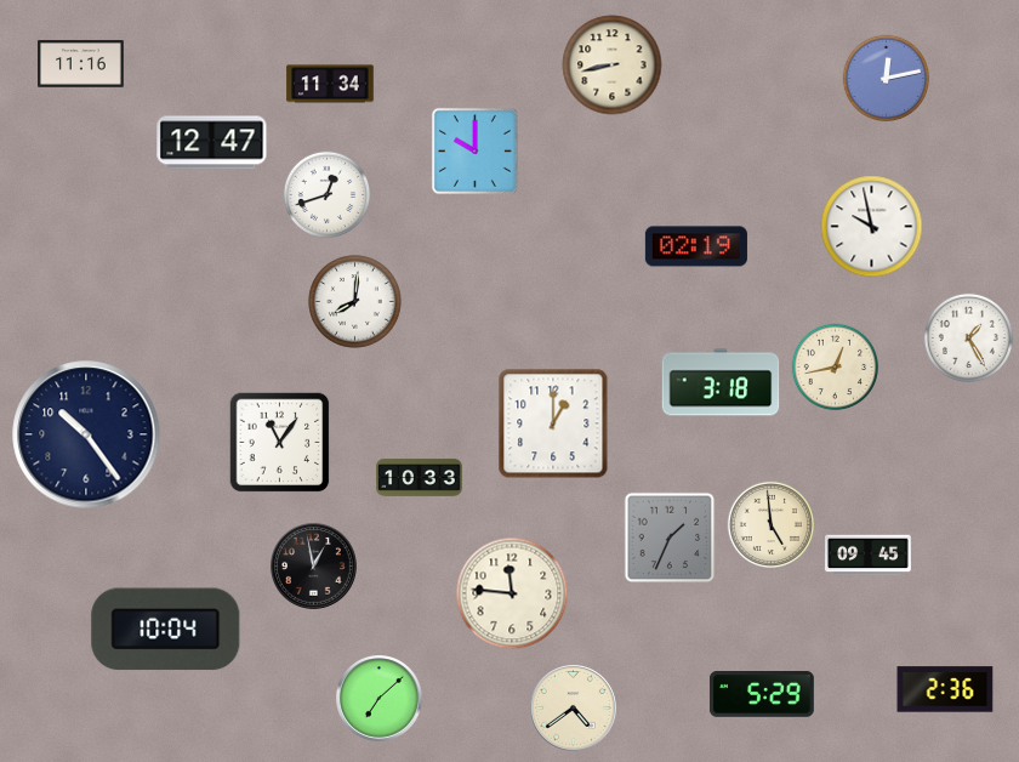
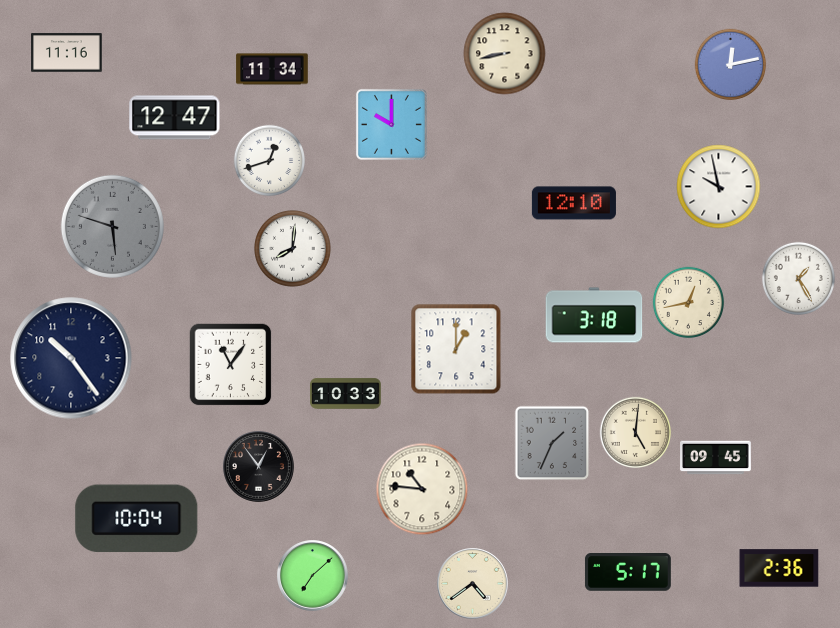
clock at (696, 246): 02:19 -> 12:10
clock at (112, 226): none -> 5:48
clock at (772, 525): 4:59 -> 5:01
clock at (314, 567): 12:58 -> 12:54
clock at (512, 593): 11:46 -> 10:46
clock at (762, 695): 5:29 -> 5:17
